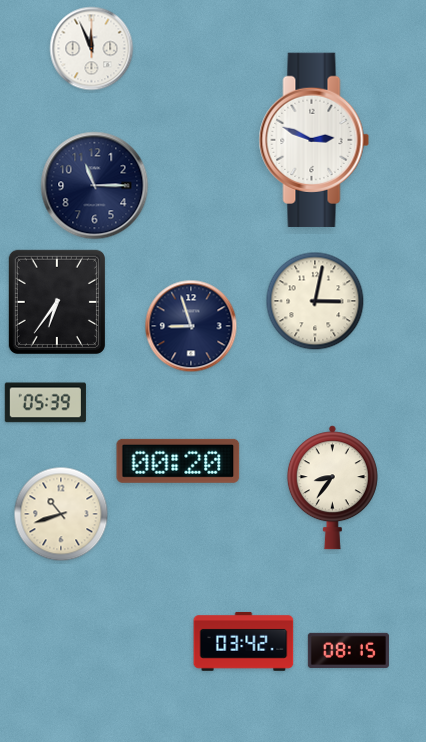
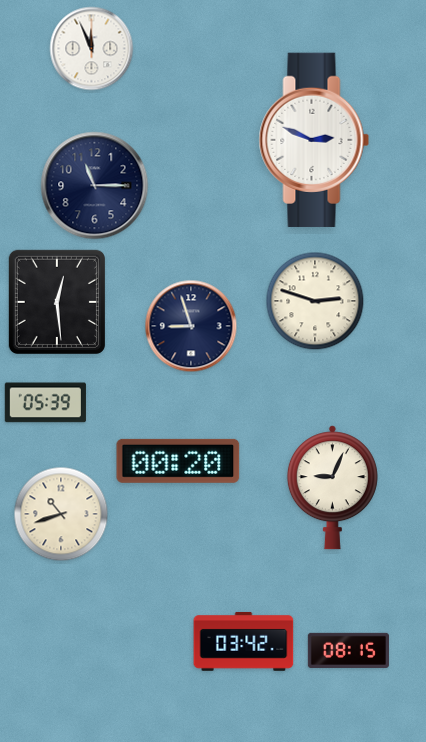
clock at (315, 301): 3:02 -> 2:48
clock at (57, 302): 6:36 -> 12:29
clock at (332, 488): 8:36 -> 9:04
